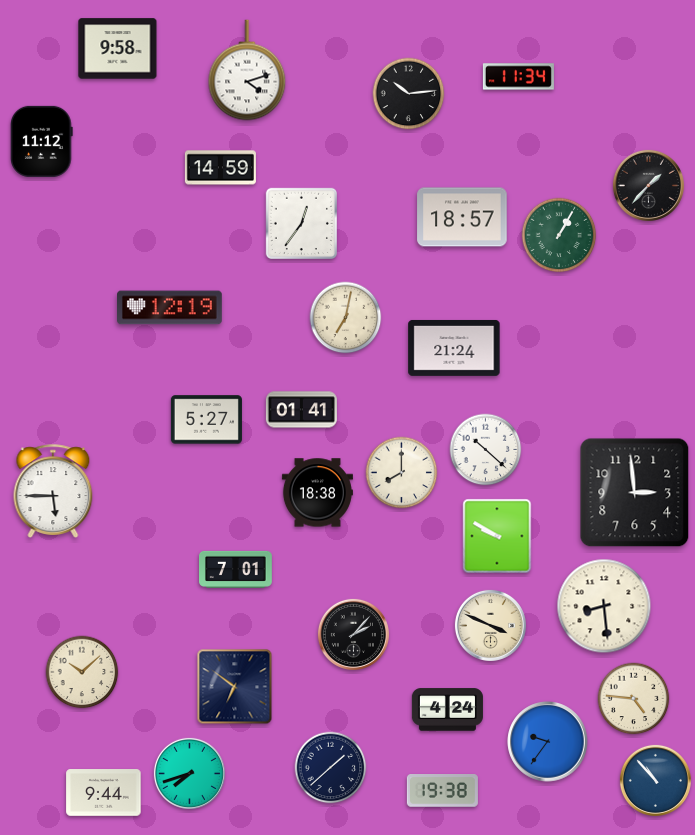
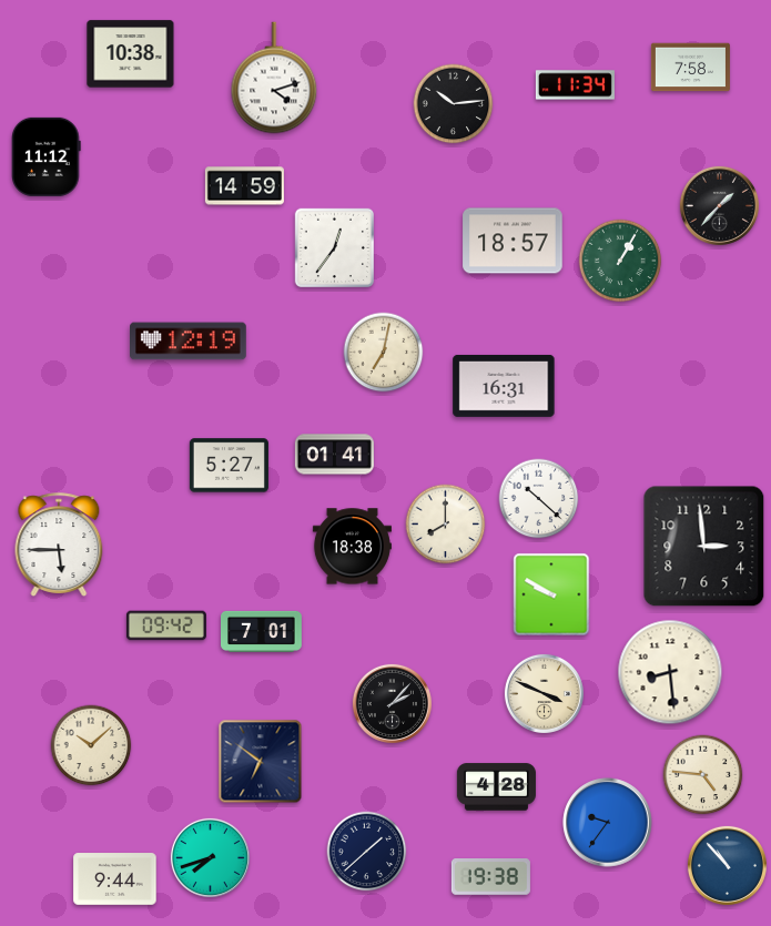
clock at (118, 49): 9:58 -> 10:38
clock at (690, 68): none -> 7:58
clock at (454, 348): 21:24 -> 16:31
clock at (166, 625): none -> 09:42
clock at (447, 710): 4:24 -> 4:28
